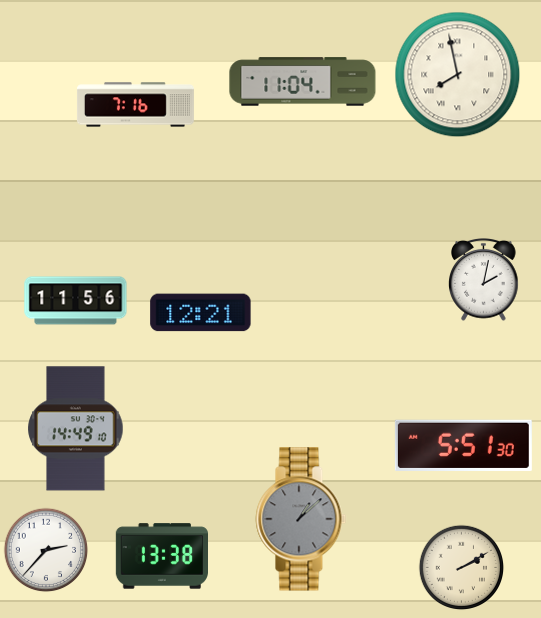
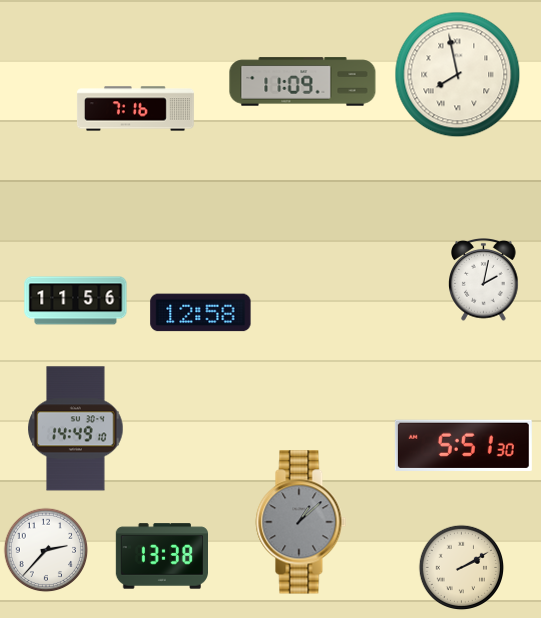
clock at (303, 82): 11:04 -> 11:09
clock at (135, 105) position: (135, 105) -> (135, 109)
clock at (201, 313): 12:21 -> 12:58
clock at (301, 519) position: (301, 519) -> (301, 522)
